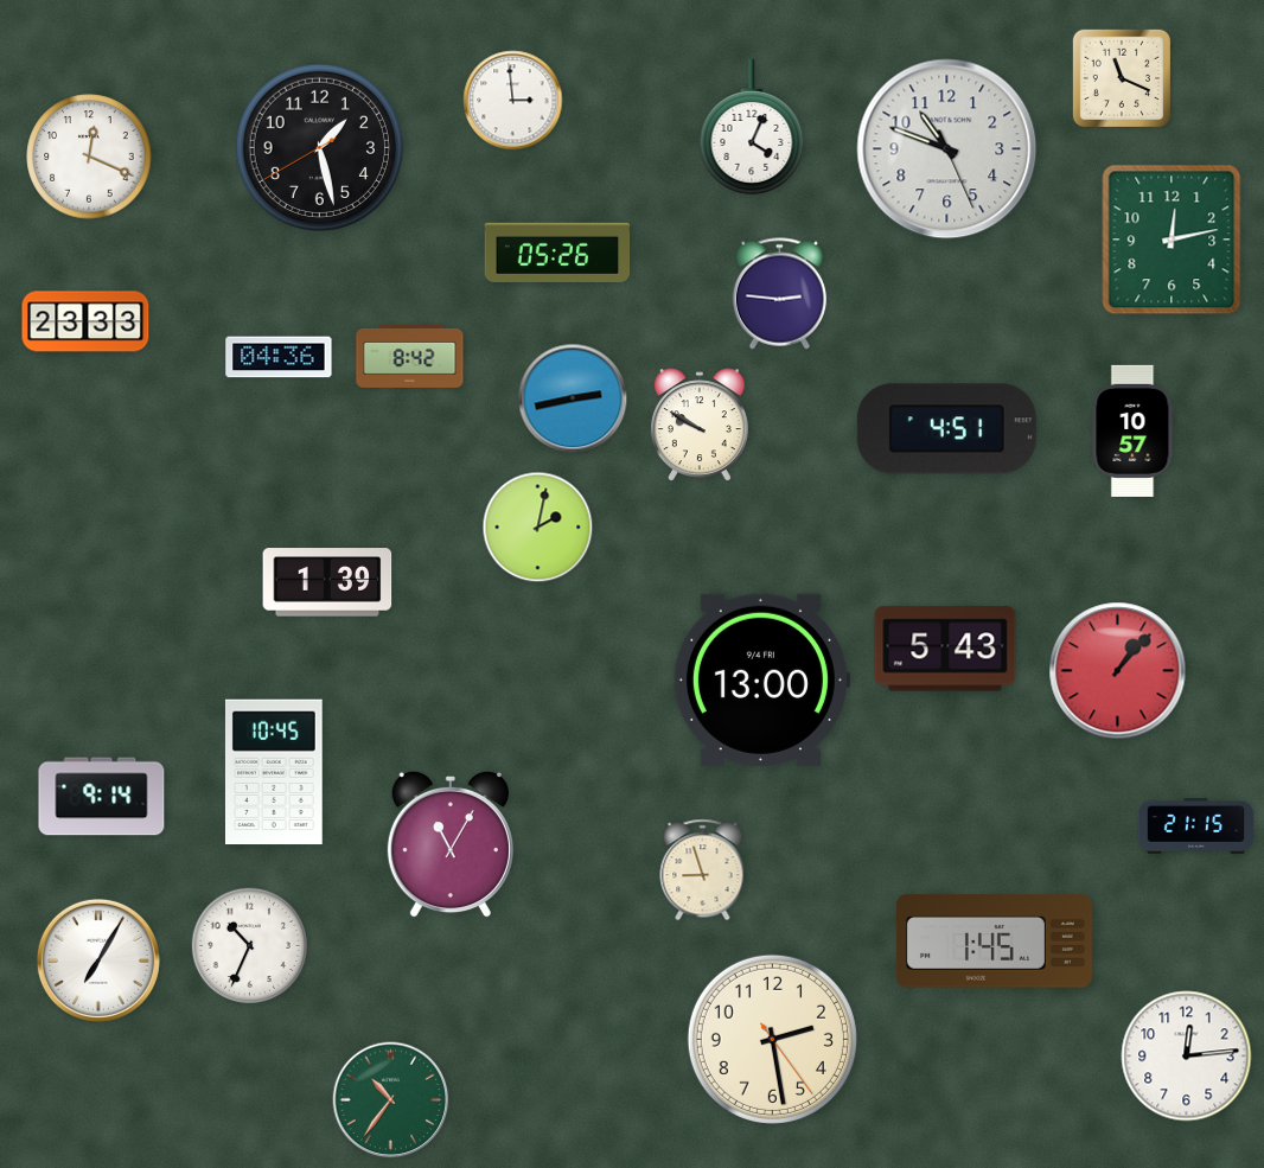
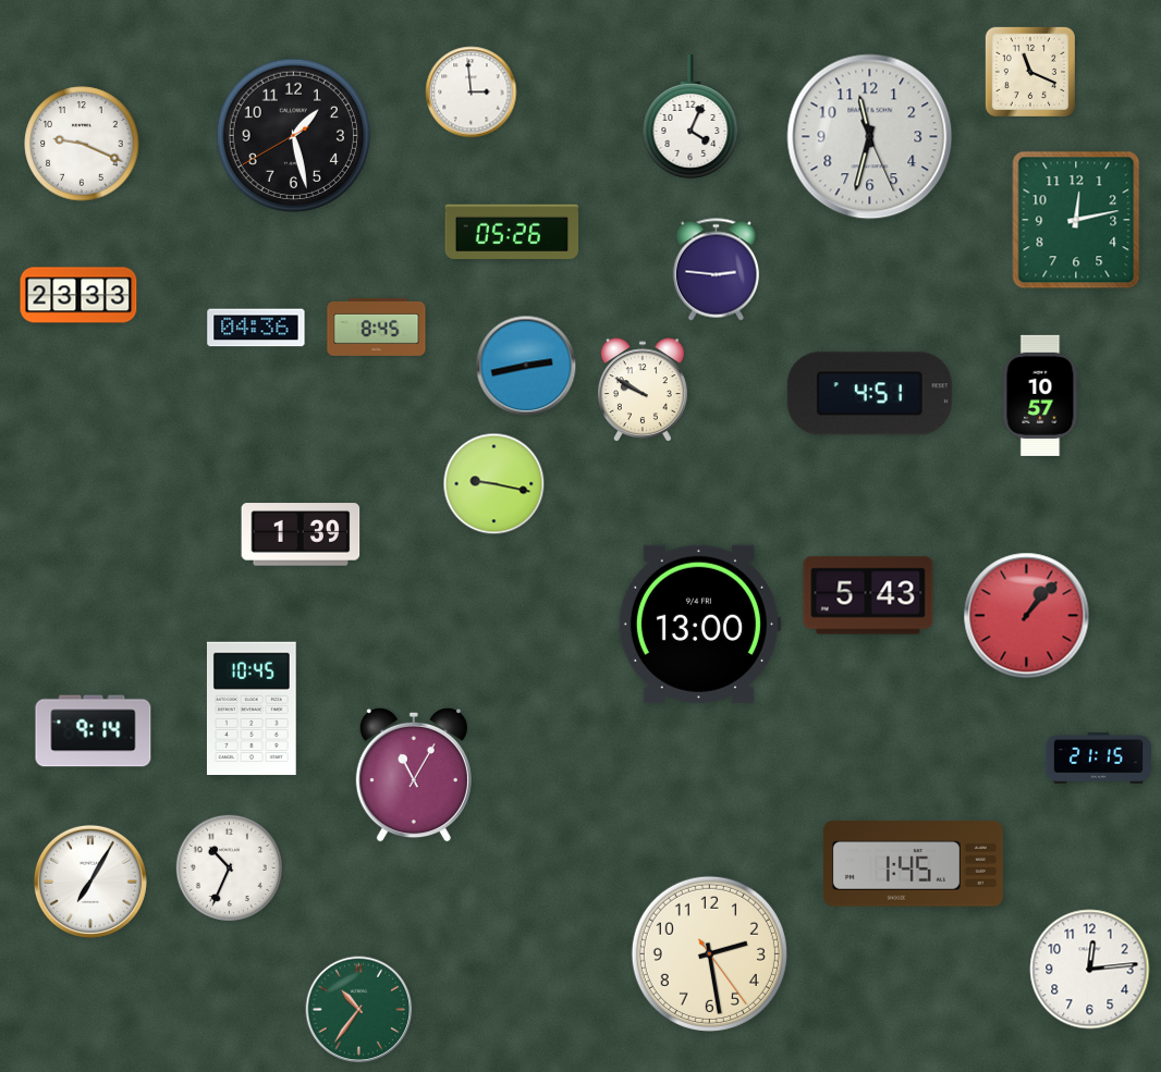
clock at (947, 149): 10:48 -> 11:32
clock at (89, 157): 12:19 -> 9:19
clock at (410, 356): 8:42 -> 8:45
clock at (538, 528): 2:02 -> 9:17
clock at (703, 870): 8:57 -> none
